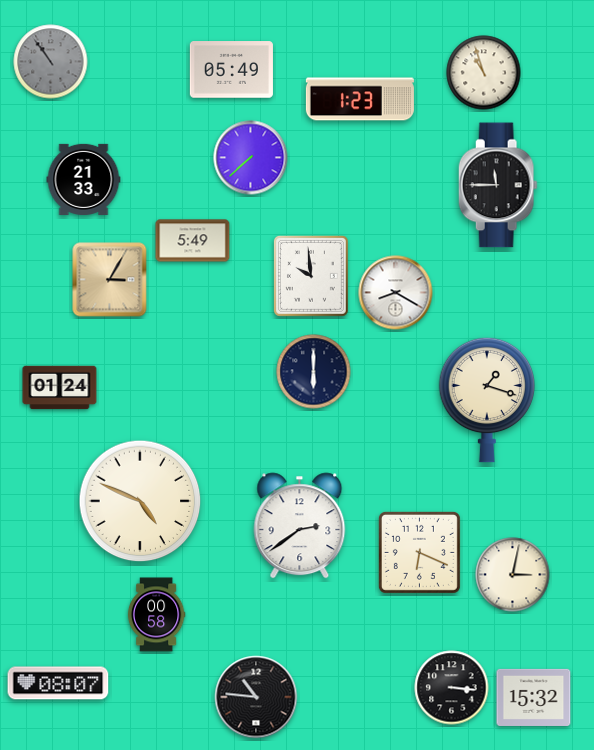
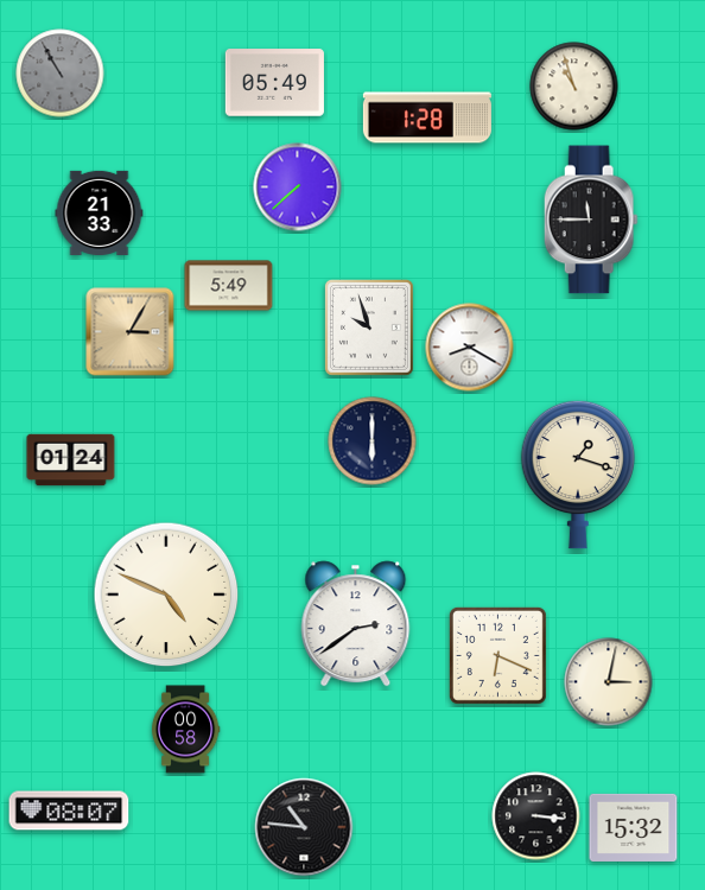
clock at (51, 62): 10:54 -> 10:55
clock at (360, 99): 1:23 -> 1:28
clock at (311, 276): 9:59 -> 9:57
